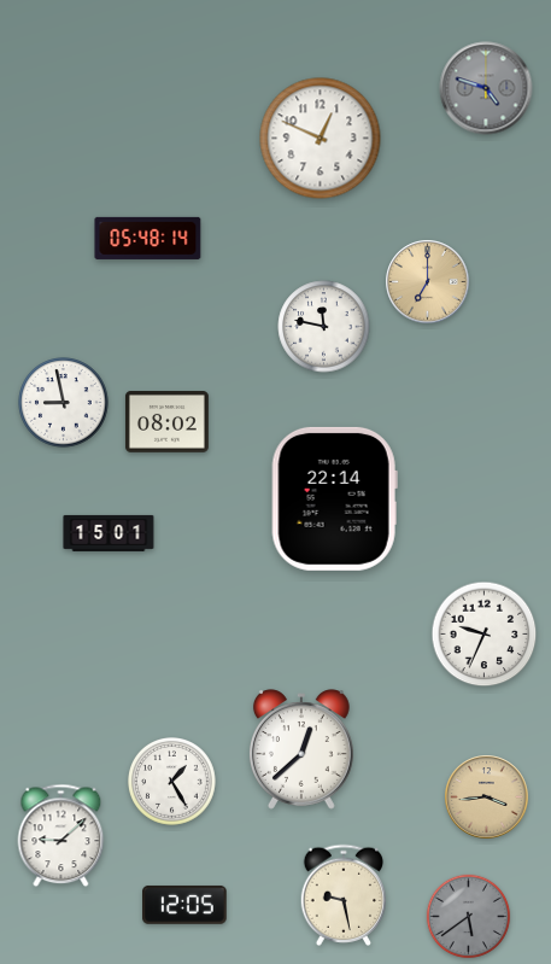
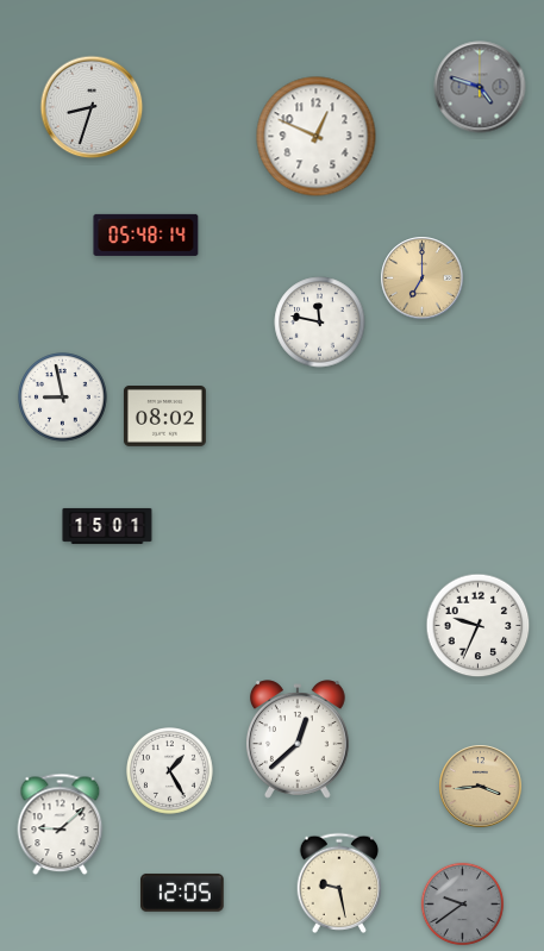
clock at (92, 107): none -> 8:33
clock at (334, 498): 22:14 -> none
clock at (469, 917): 5:39 -> 9:39
